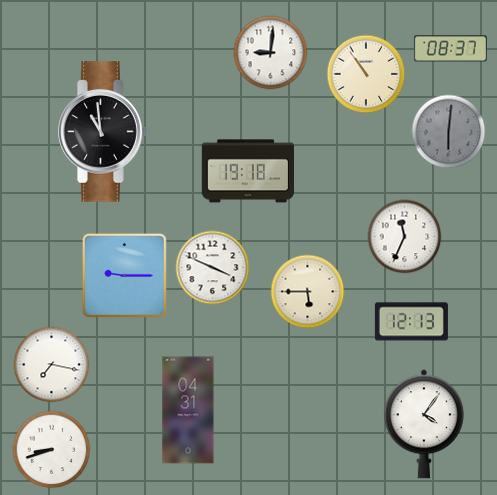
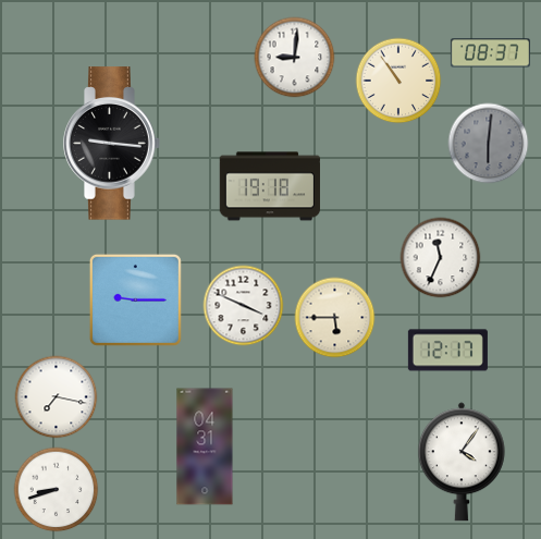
clock at (103, 132): 10:59 -> 9:16
clock at (213, 268) position: (213, 268) -> (244, 306)
clock at (411, 322): 12:13 -> 12:17
